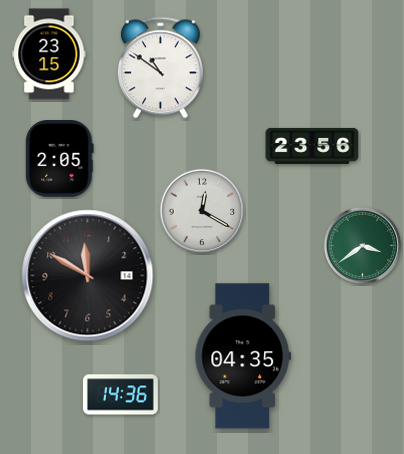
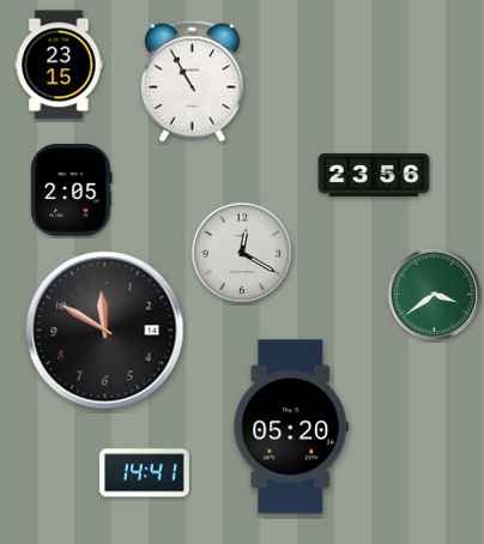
clock at (160, 68): 10:51 -> 10:55
clock at (243, 356): 04:35 -> 05:20
clock at (120, 395): 14:36 -> 14:41
